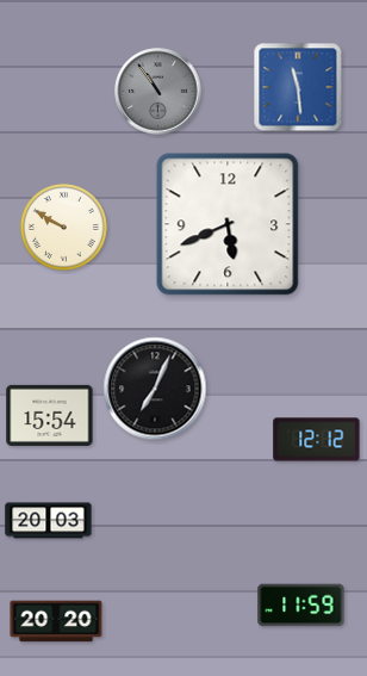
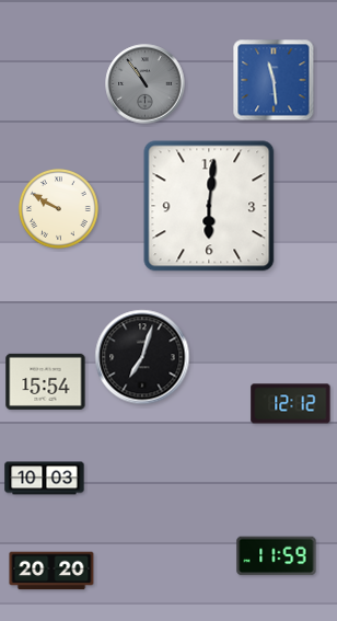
clock at (228, 224): 5:41 -> 6:01
clock at (155, 389): 7:04 -> 7:03
clock at (49, 521): 20:03 -> 10:03
